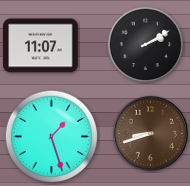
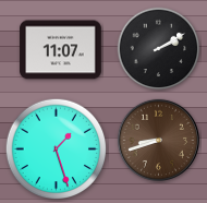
clock at (41, 46) position: (41, 46) -> (61, 50)
clock at (150, 133) position: (150, 133) -> (158, 140)
